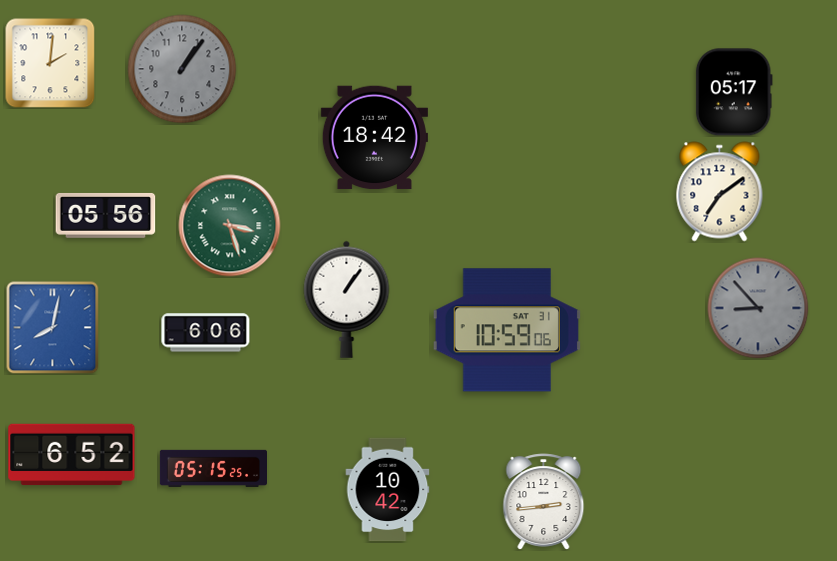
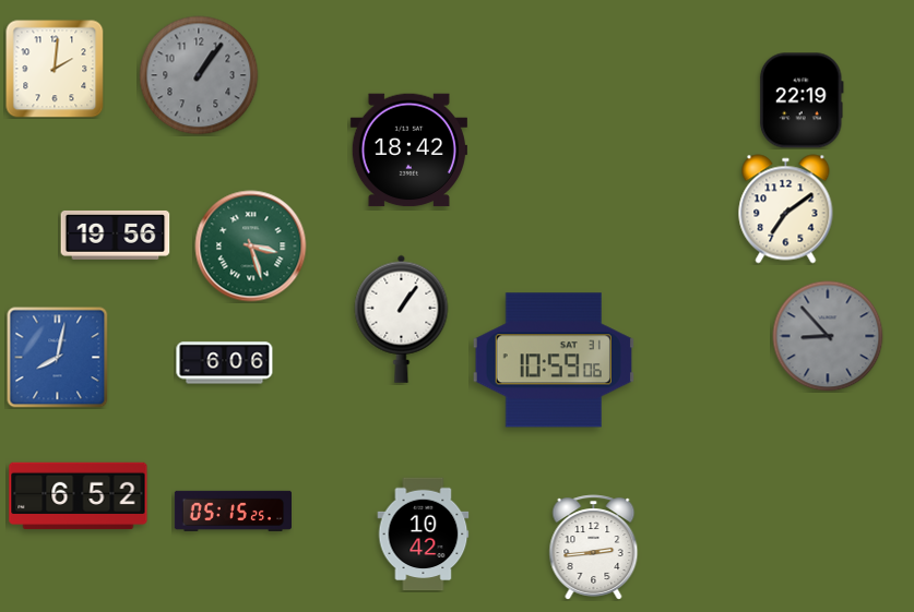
clock at (734, 92): 05:17 -> 22:19
clock at (106, 216): 05:56 -> 19:56
clock at (347, 299) position: (347, 299) -> (402, 319)
